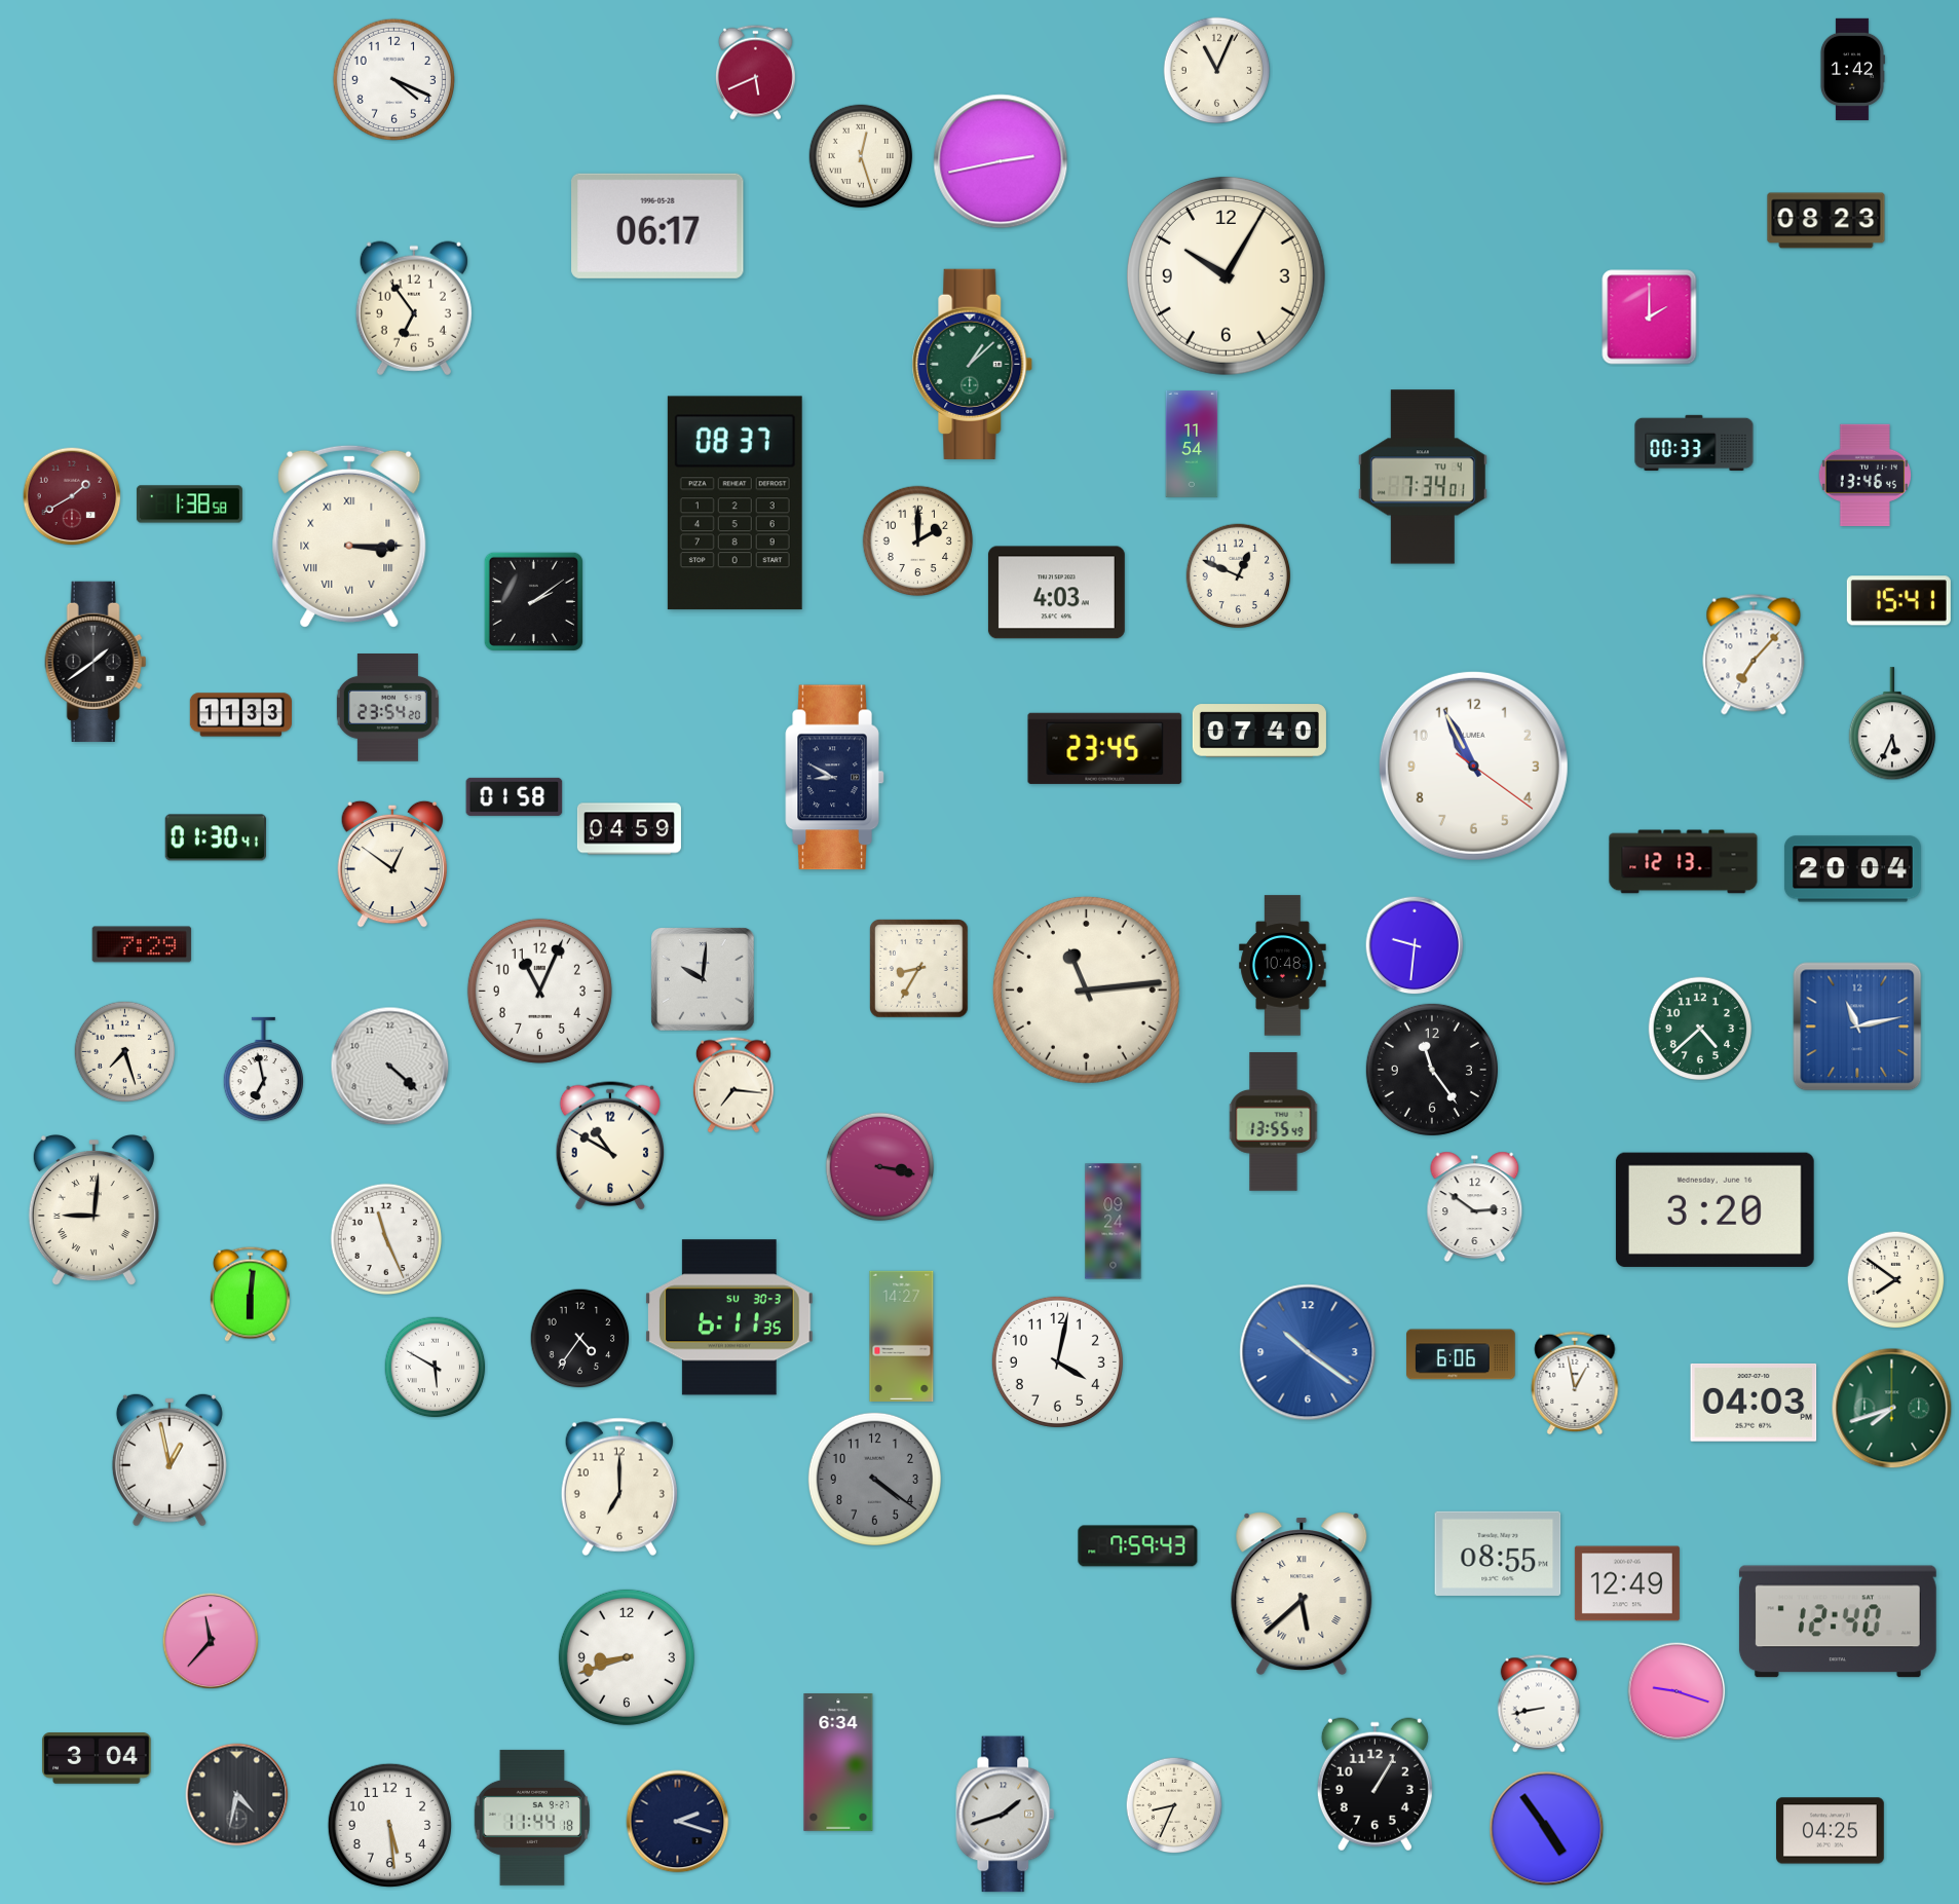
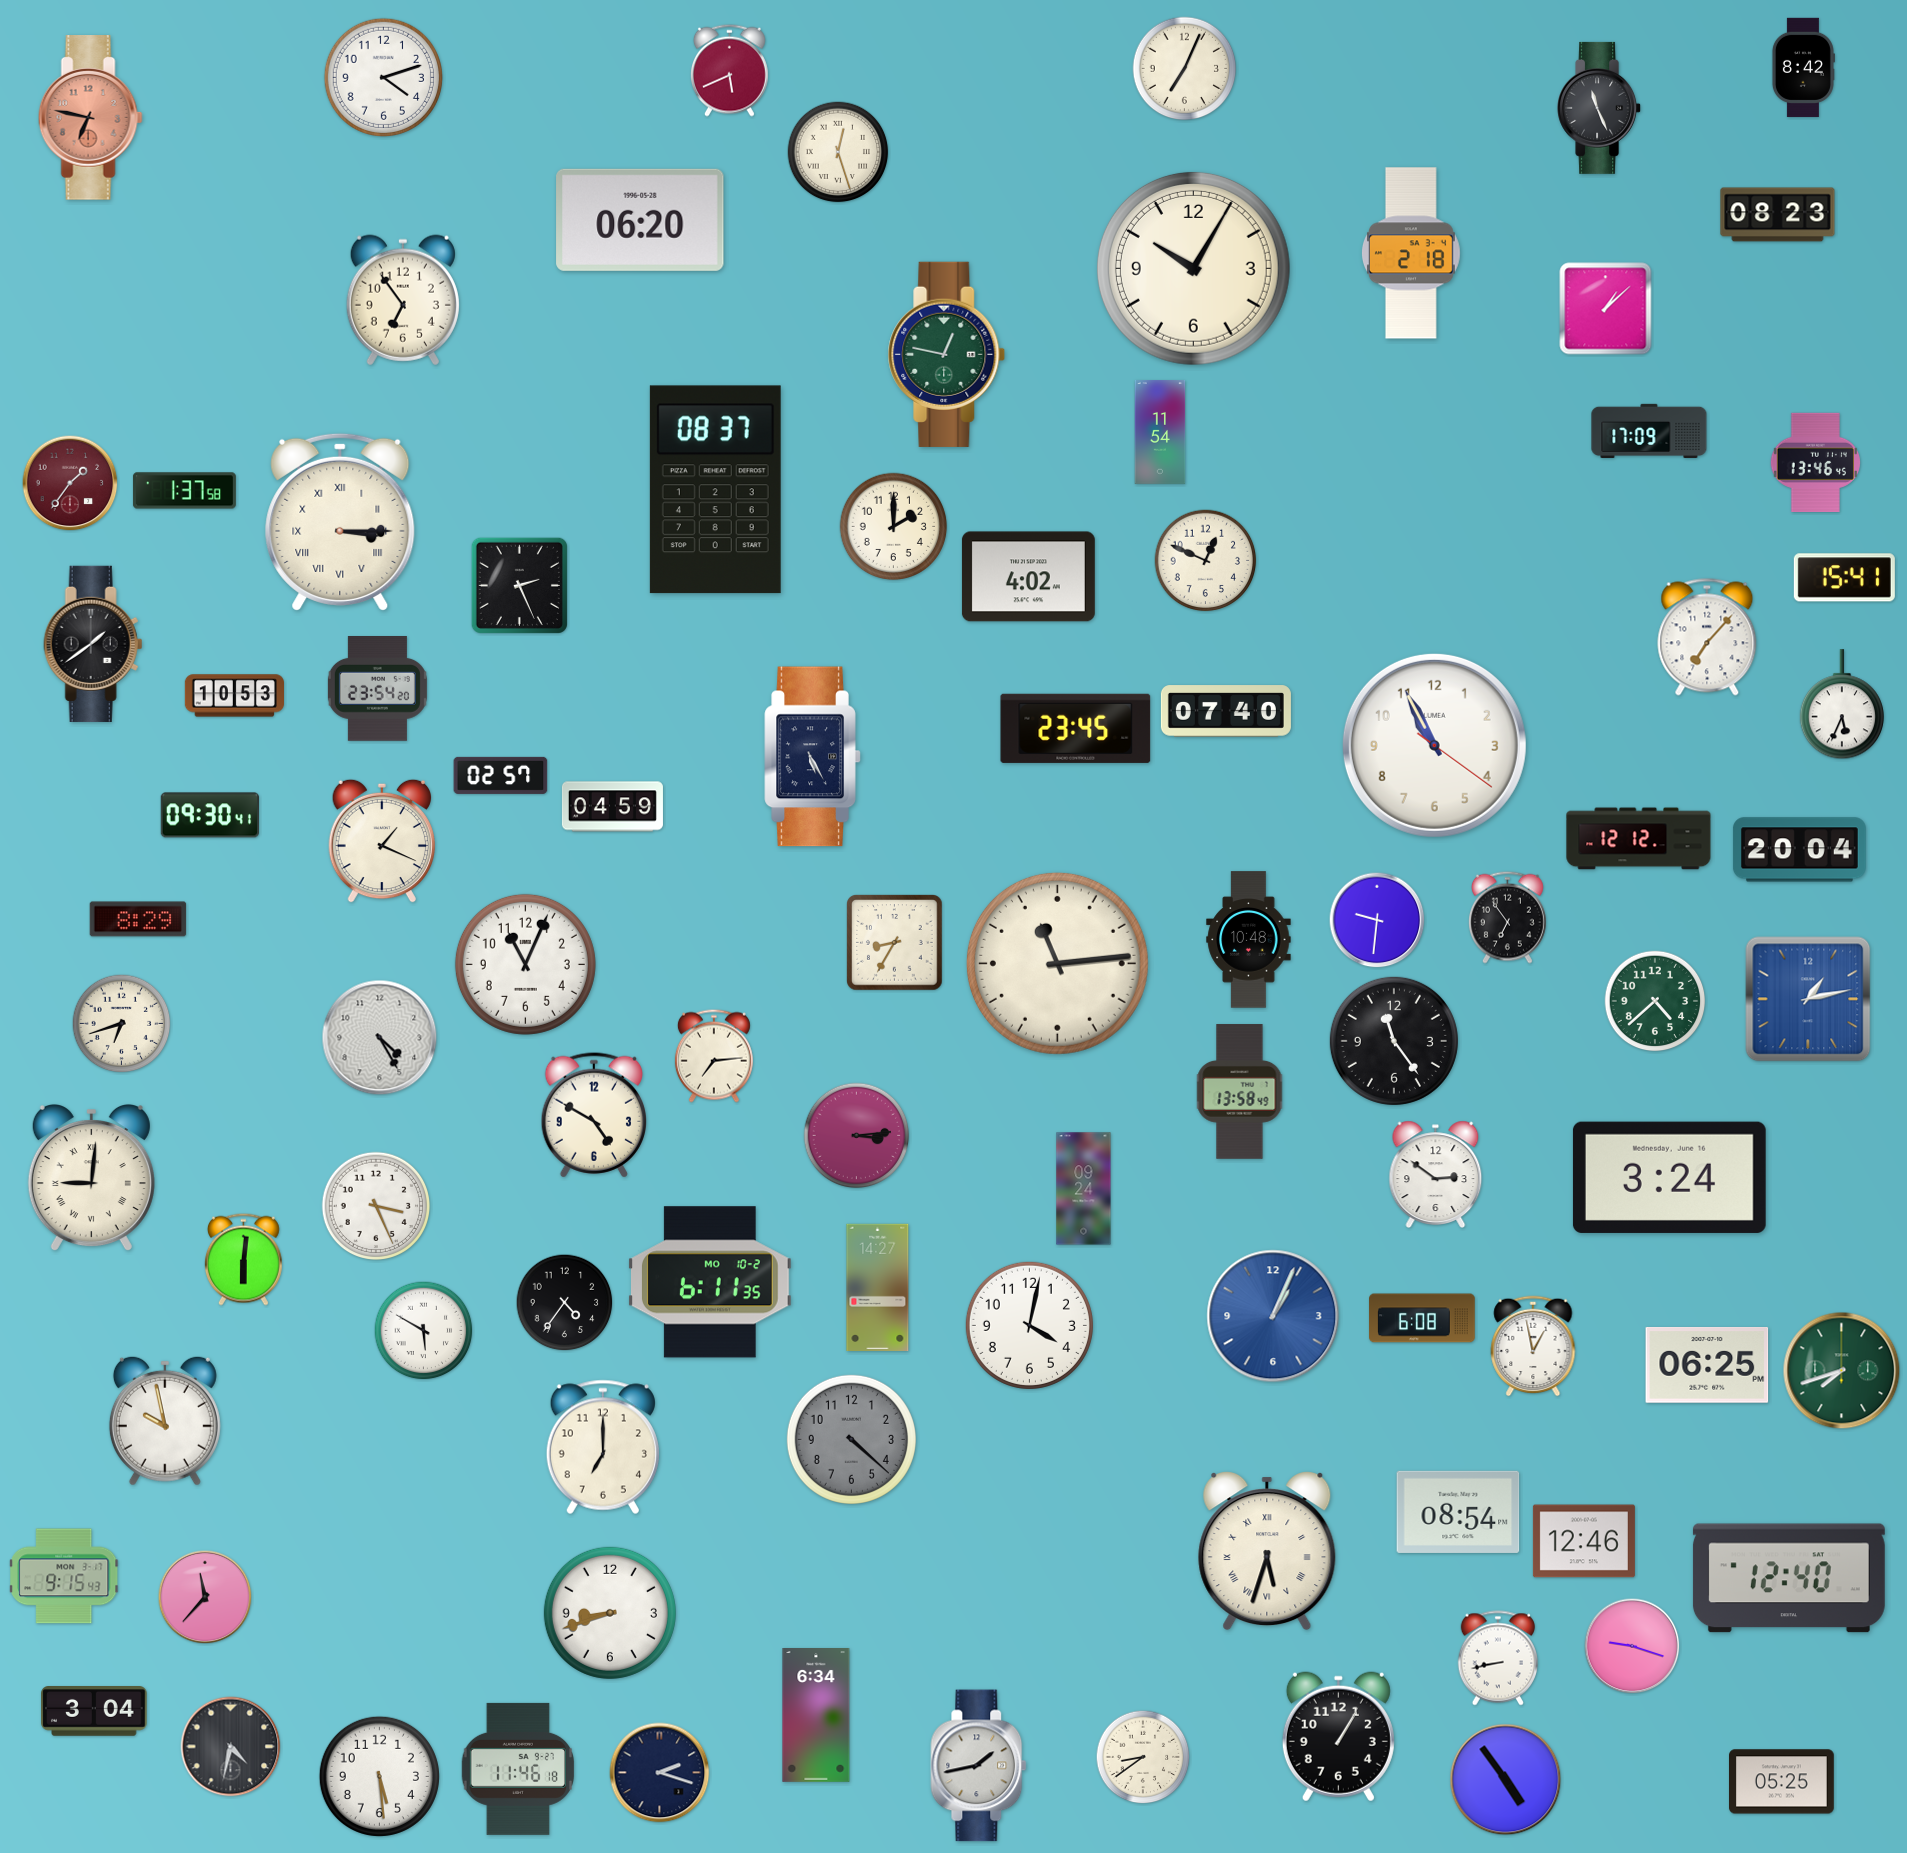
clock at (1852, 69): 1:42 -> 8:42
clock at (1217, 71): 11:04 -> 7:04
clock at (755, 72) position: (755, 72) -> (729, 70)
clock at (393, 79): 4:19 -> 4:12
clock at (1600, 108): none -> 11:26
clock at (90, 118): none -> 6:47
clock at (1001, 161): 2:43 -> none
clock at (657, 226): 06:17 -> 06:20
clock at (1412, 253): none -> 2:18
clock at (1650, 318): 2:00 -> 1:08
clock at (973, 364): 1:08 -> 12:47
clock at (1694, 443): 00:33 -> 17:09
clock at (1423, 477): 7:34 -> none
clock at (72, 496): 1:40 -> 1:36
clock at (189, 505): 1:38 -> 1:37
clock at (1056, 593): 4:03 -> 4:02
clock at (533, 601): 2:09 -> 2:26
clock at (1898, 601) position: (1898, 601) -> (1844, 578)
clock at (240, 715): 11:33 -> 10:53
clock at (835, 778): 8:50 -> 5:25
clock at (515, 796): 01:58 -> 02:57
clock at (215, 837): 01:30 -> 09:30
clock at (1684, 862): 12:13 -> 12:12
clock at (391, 864): 12:51 -> 1:19
clock at (1852, 869) position: (1852, 869) -> (1799, 850)
clock at (1507, 917): none -> 6:54
clock at (142, 944): 7:29 -> 8:29
clock at (703, 979): 10:01 -> none
clock at (1857, 1026): 11:13 -> 1:13
clock at (125, 1052): 7:27 -> 6:42
clock at (390, 1067): 4:22 -> 4:25
clock at (264, 1070): 6:58 -> none
clock at (733, 1085): 7:16 -> 7:14
clock at (1274, 1122): 13:55 -> 13:58
clock at (609, 1146): 10:50 -> 4:50
clock at (880, 1167): 3:17 -> 3:14
clock at (1715, 1209): 3:20 -> 3:24
clock at (386, 1239): 11:26 -> 3:26
clock at (1896, 1280): 7:51 -> none
clock at (729, 1317) date: SU 30-3 -> MO 10-2
clock at (902, 1336) position: (902, 1336) -> (878, 1287)
clock at (1308, 1352): 10:21 -> 1:04
clock at (1461, 1354): 6:06 -> 6:08
clock at (1754, 1403): 04:03 -> 06:25
clock at (169, 1460): 12:58 -> 9:58
clock at (874, 1479): 4:21 -> 4:22
clock at (1138, 1546): 7:59 -> none
clock at (1498, 1554): 08:55 -> 08:54
clock at (1627, 1583): 12:49 -> 12:46
clock at (1302, 1594): 5:38 -> 5:33
clock at (65, 1576): none -> 9:15
clock at (1174, 1805): 8:34 -> 8:39
clock at (1006, 1815): 1:42 -> 1:43
clock at (531, 1818): 11:44 -> 11:46
clock at (1831, 1831): 04:25 -> 05:25
